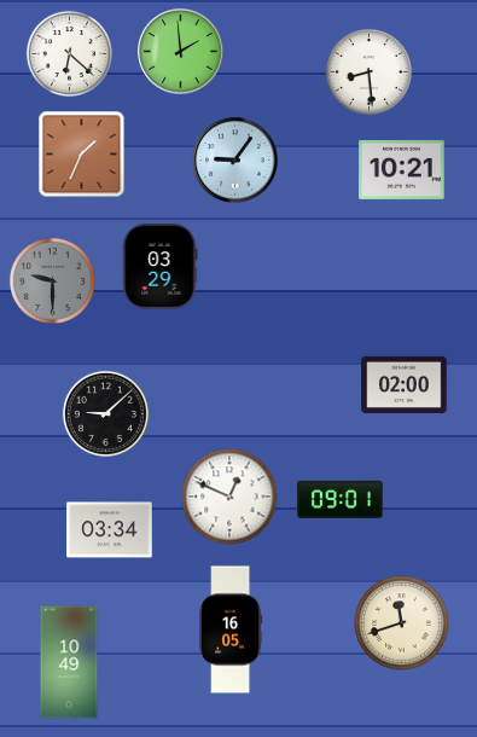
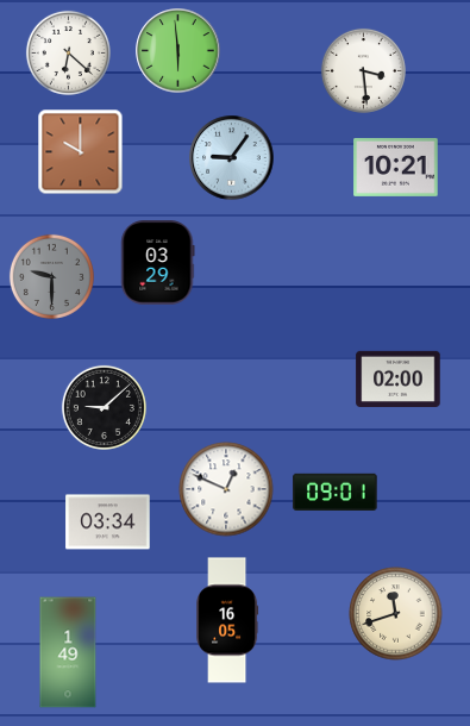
clock at (181, 52): 1:59 -> 5:59
clock at (368, 71): 8:29 -> 3:29
clock at (82, 155): 1:34 -> 10:00
clock at (69, 662): 10:49 -> 1:49
